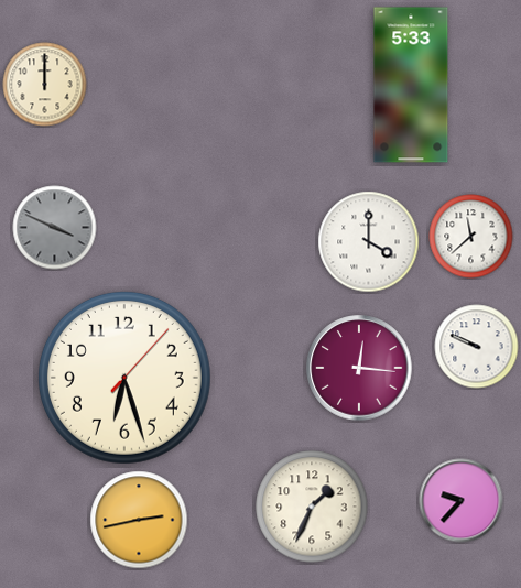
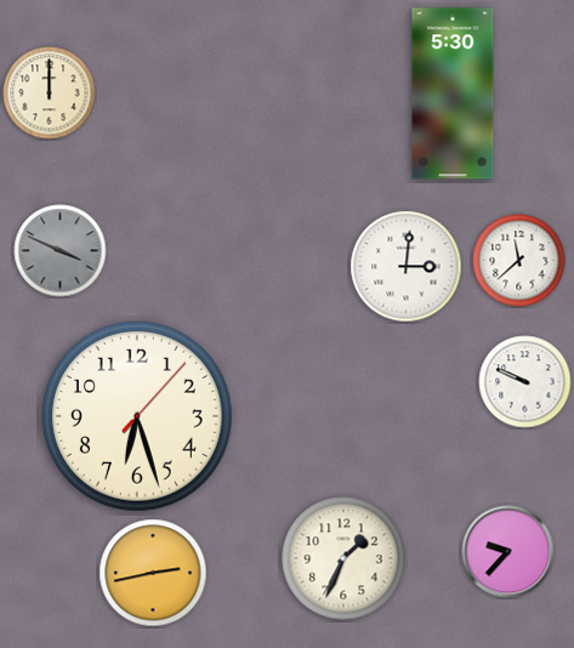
clock at (411, 85): 5:33 -> 5:30
clock at (369, 242): 4:00 -> 3:01
clock at (359, 368): 12:16 -> none
